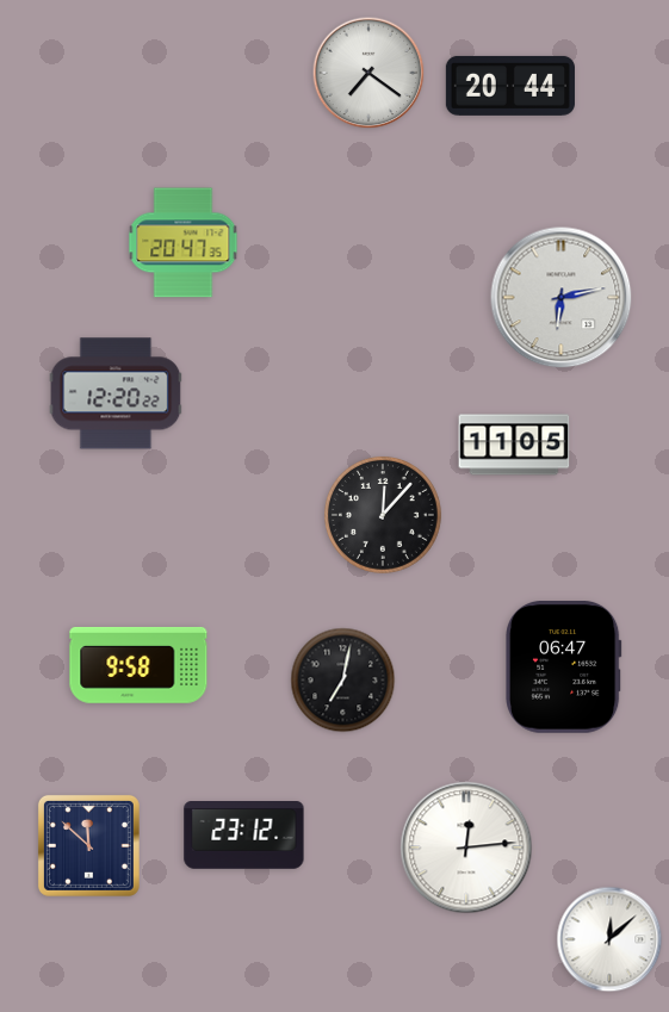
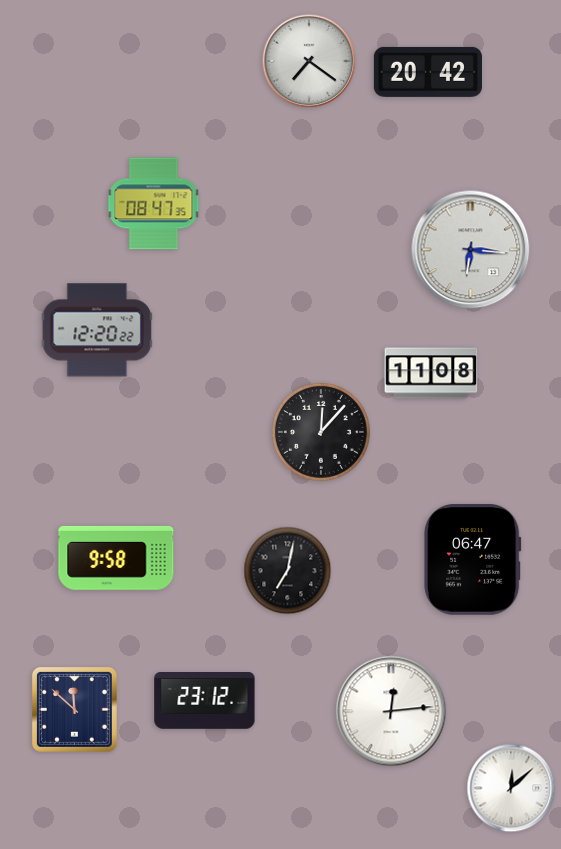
clock at (510, 86): 20:44 -> 20:42
clock at (184, 243): 20:47 -> 08:47
clock at (562, 298): 6:13 -> 6:16
clock at (514, 445): 11:05 -> 11:08
